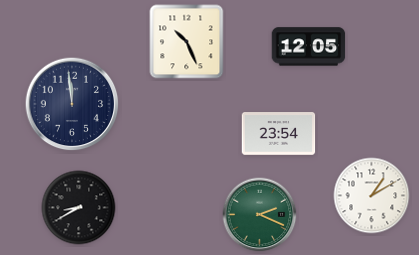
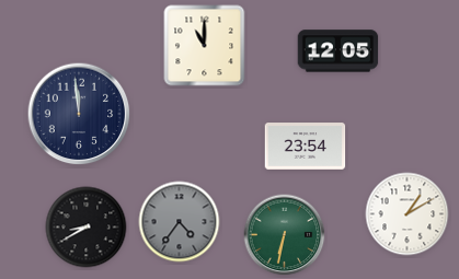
clock at (187, 42): 10:26 -> 11:00
clock at (180, 222): none -> 4:36
clock at (260, 215): 2:19 -> 6:32
